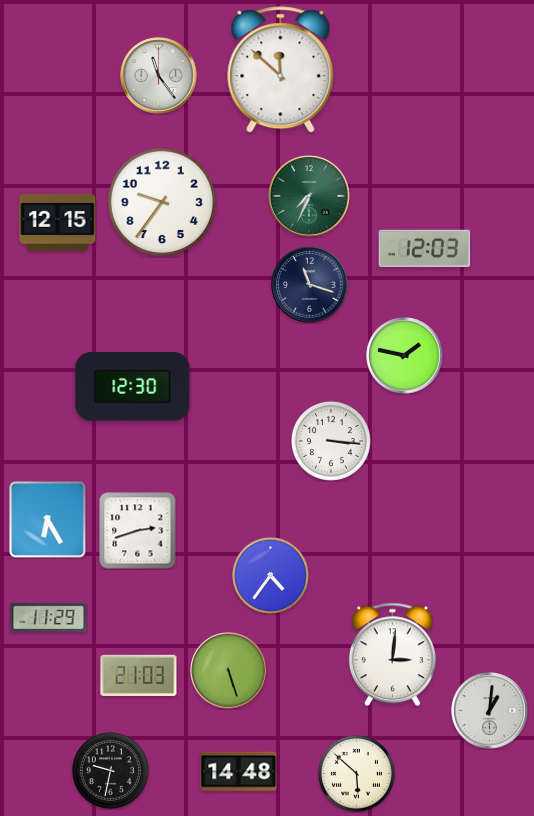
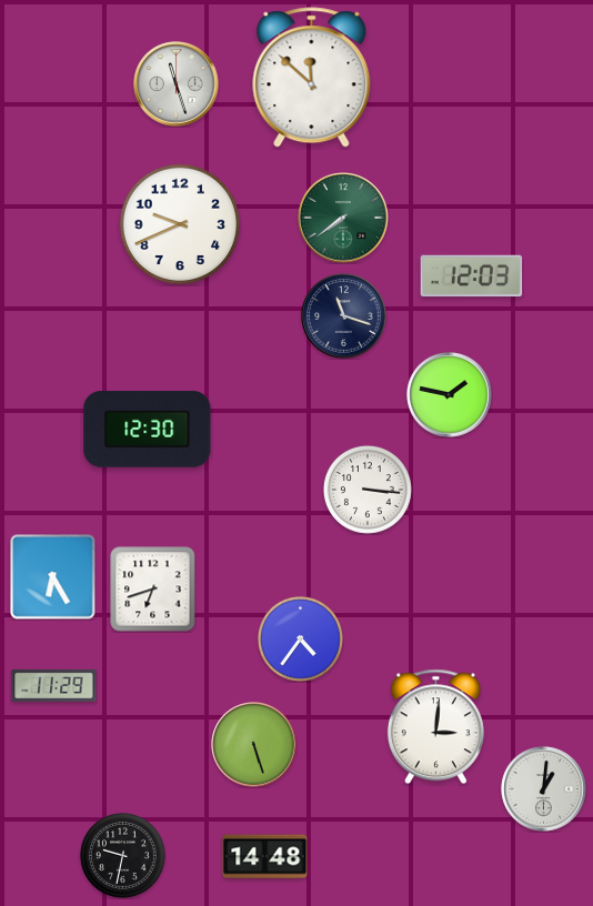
clock at (159, 76): 11:24 -> 11:27
clock at (309, 196): 7:34 -> 7:39
clock at (162, 202): 9:36 -> 9:41
clock at (58, 222): 12:15 -> none
clock at (138, 531): 2:42 -> 6:42
clock at (139, 675): 21:03 -> none
clock at (356, 773): 5:52 -> none
